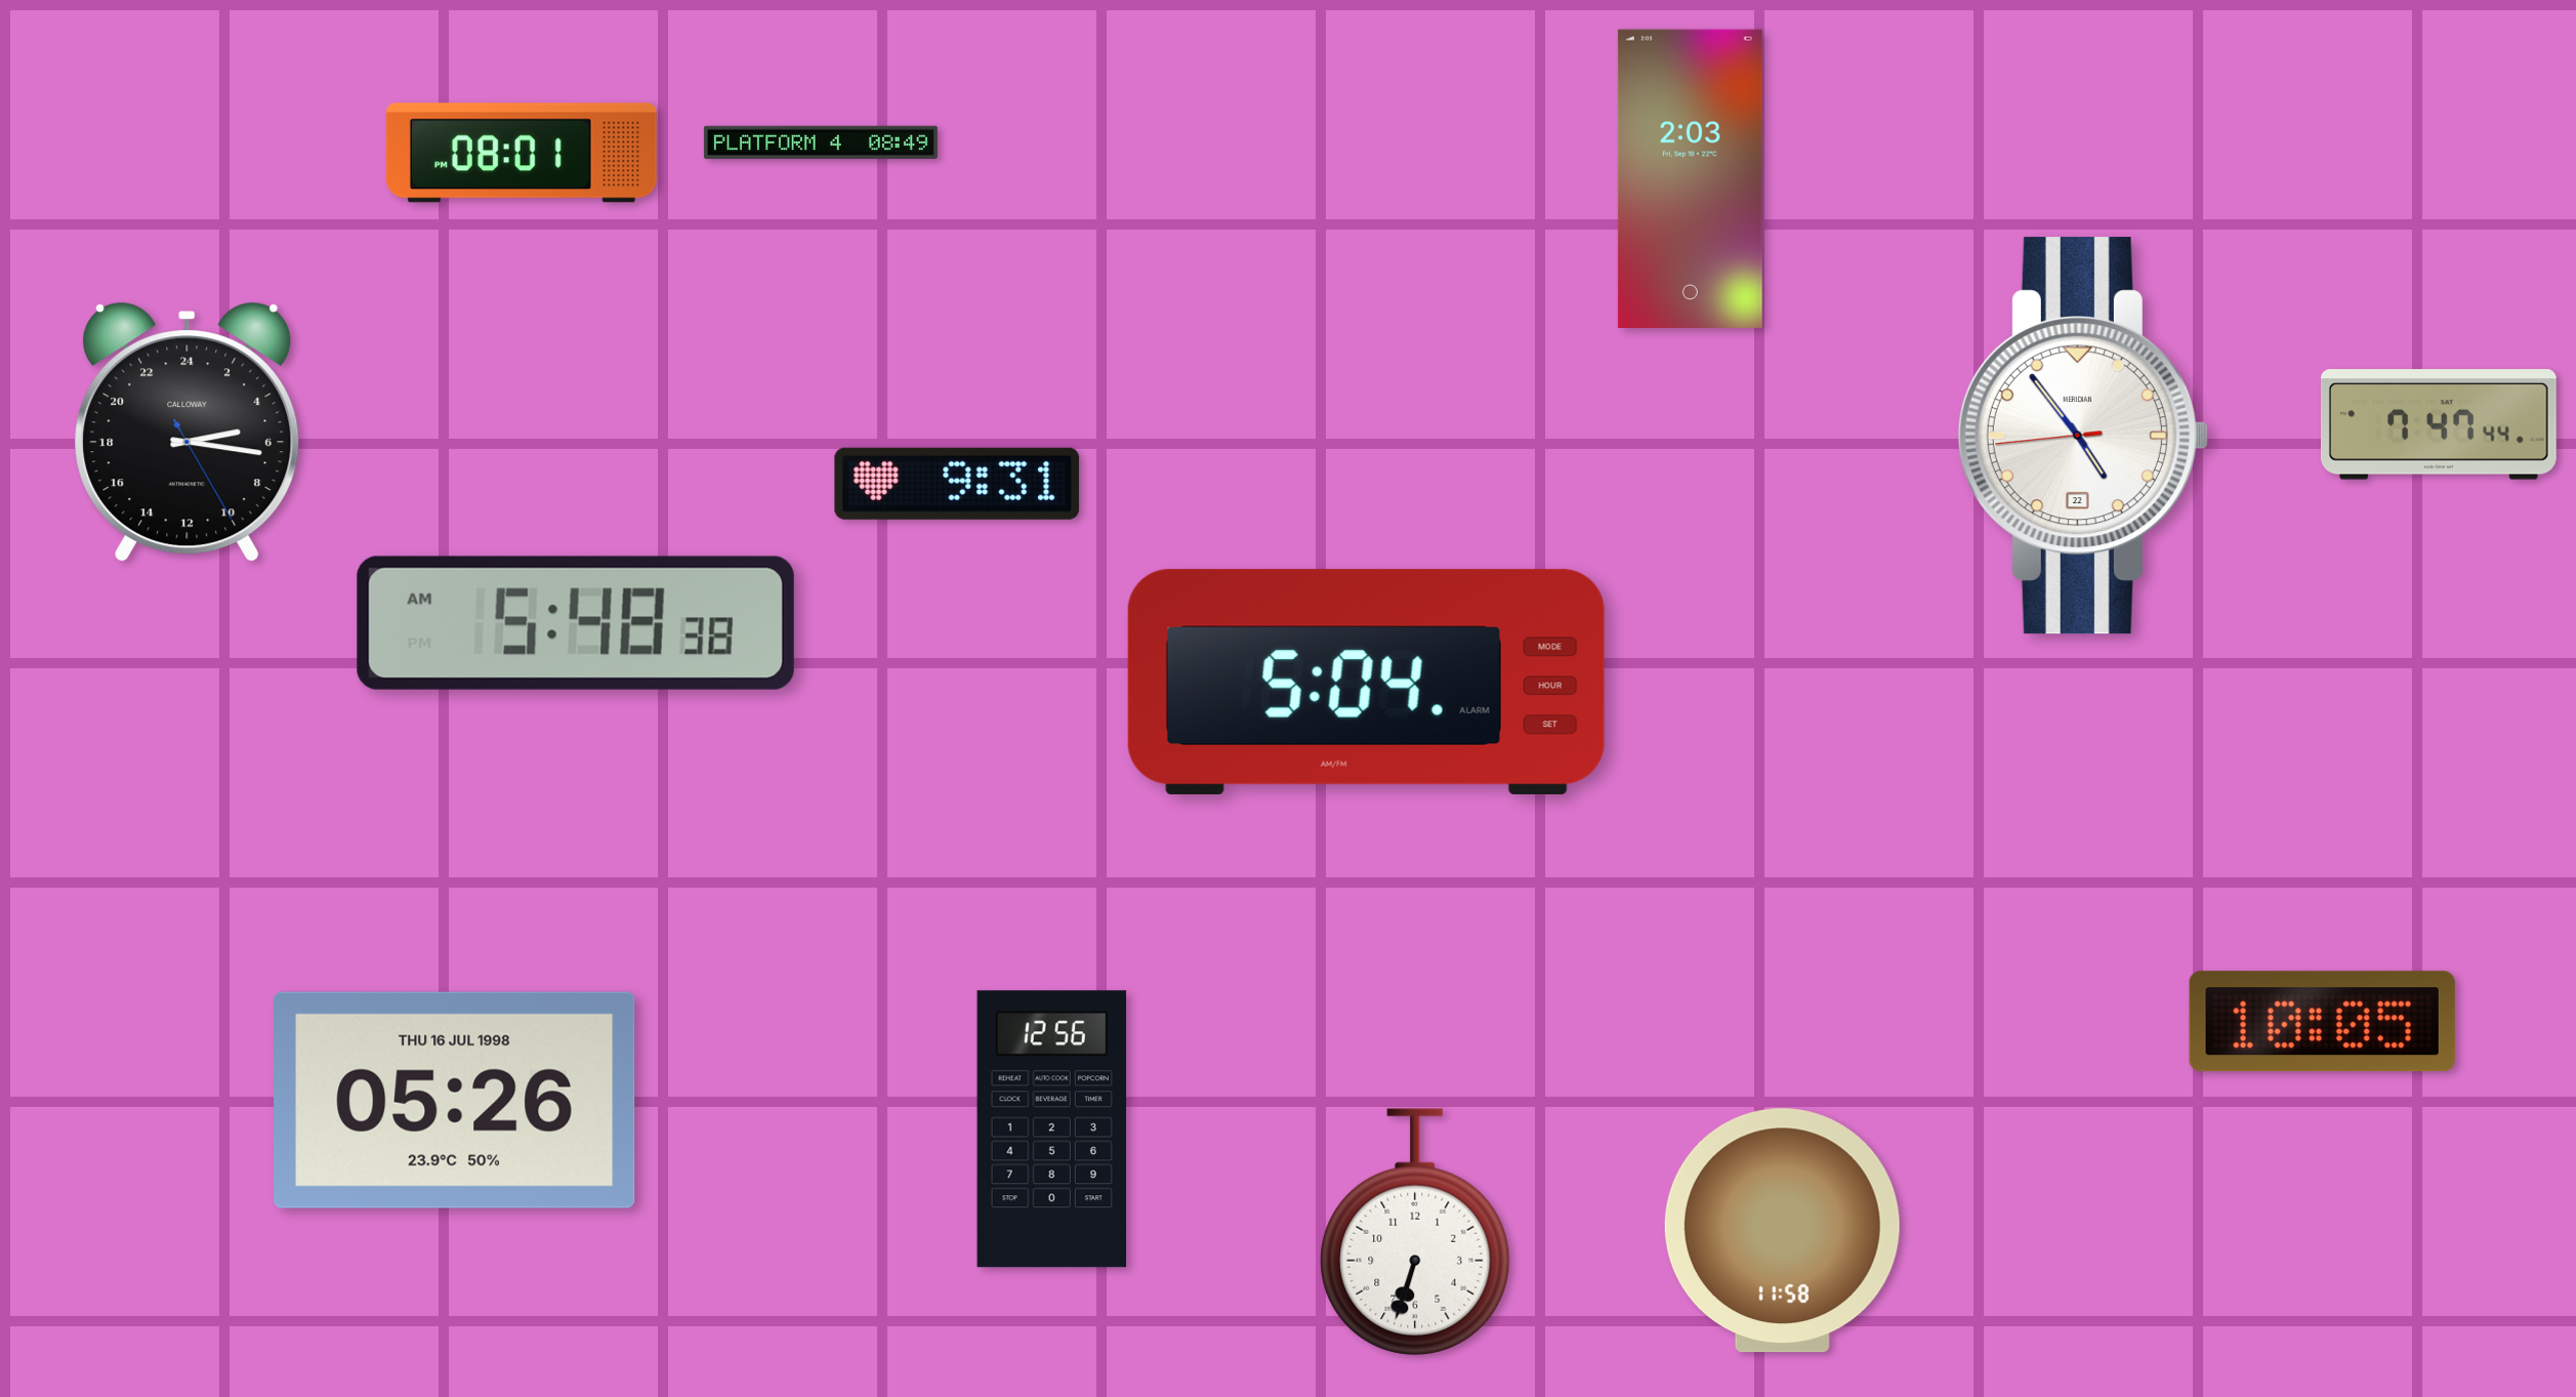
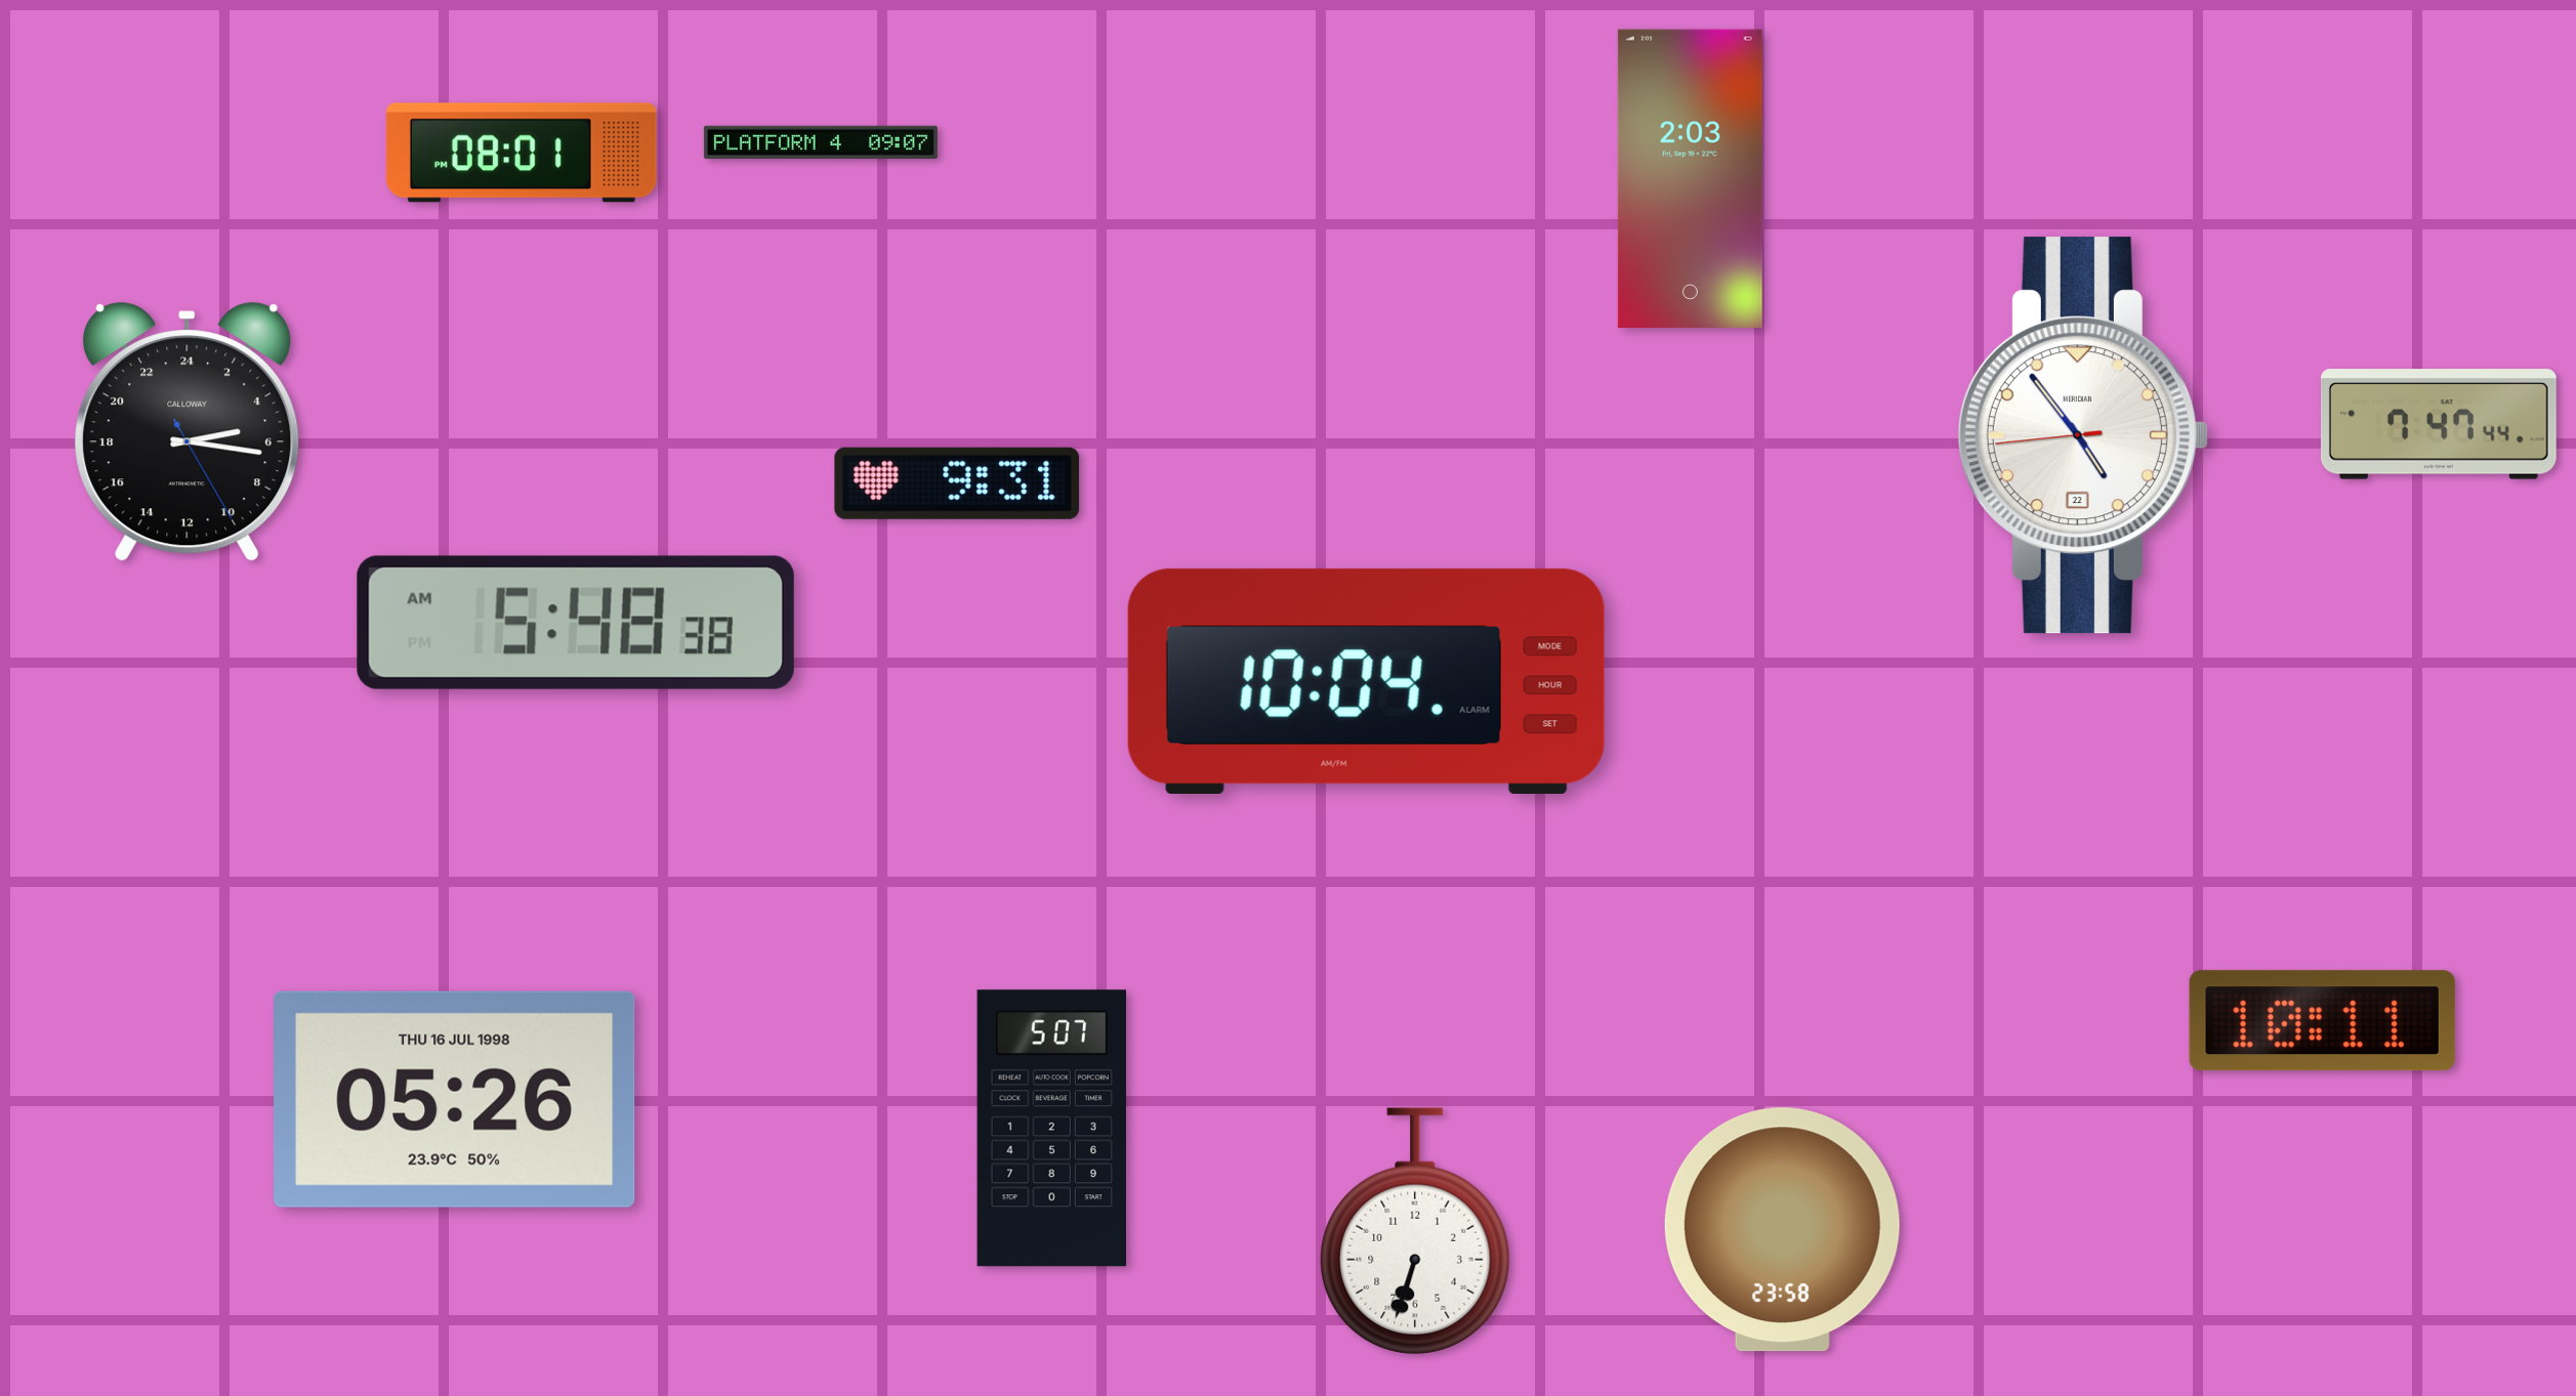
clock at (821, 142): 08:49 -> 09:07
clock at (1366, 682): 5:04 -> 10:04
clock at (2322, 1022): 10:05 -> 10:11
clock at (1051, 1129): 12:56 -> 5:07
clock at (1782, 1231): 11:58 -> 23:58
